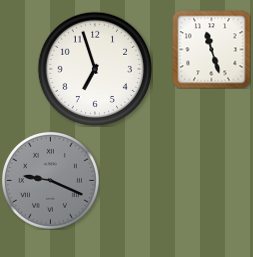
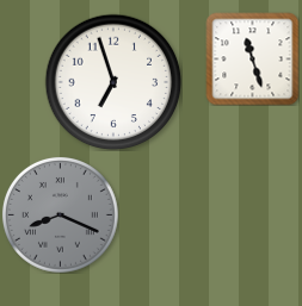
clock at (50, 180): 9:19 -> 8:19
